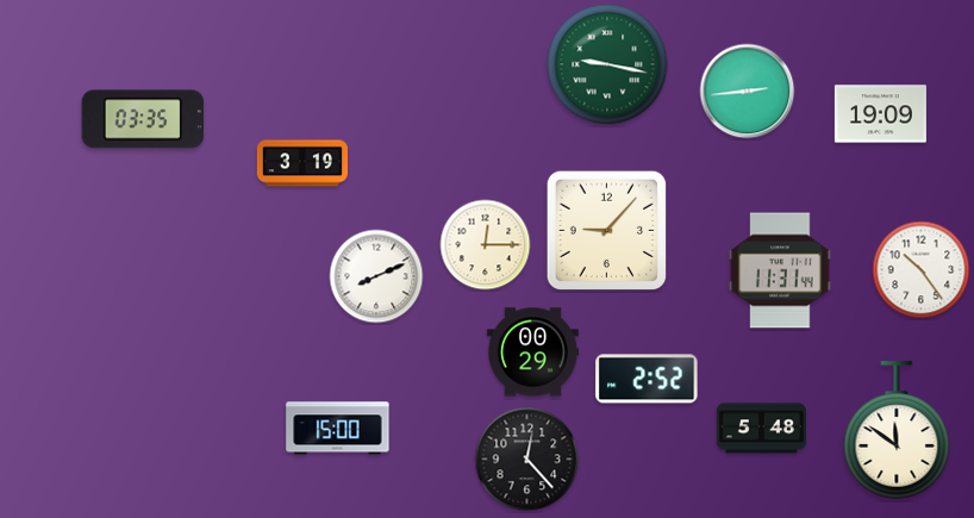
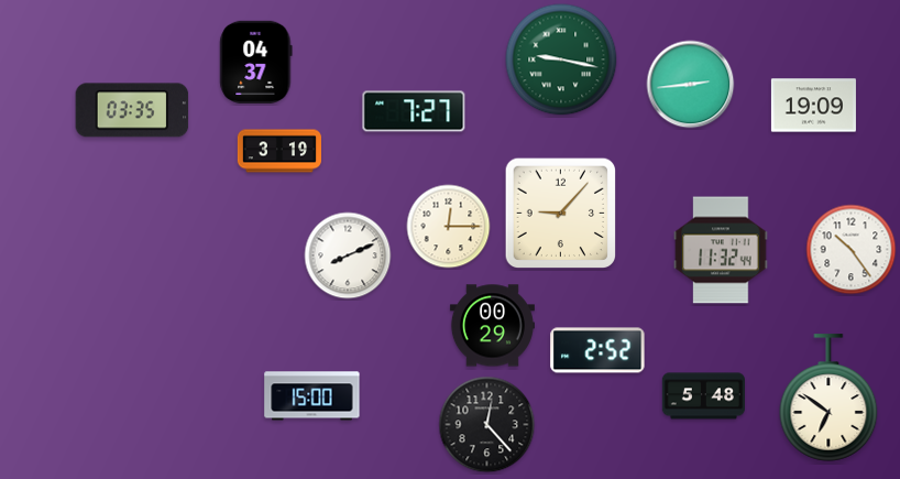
clock at (256, 62): none -> 04:37
clock at (414, 111): none -> 7:27
clock at (780, 270): 11:31 -> 11:32
clock at (897, 430): 11:51 -> 6:51
